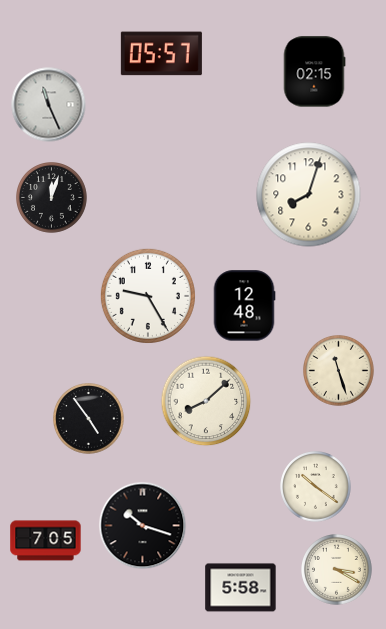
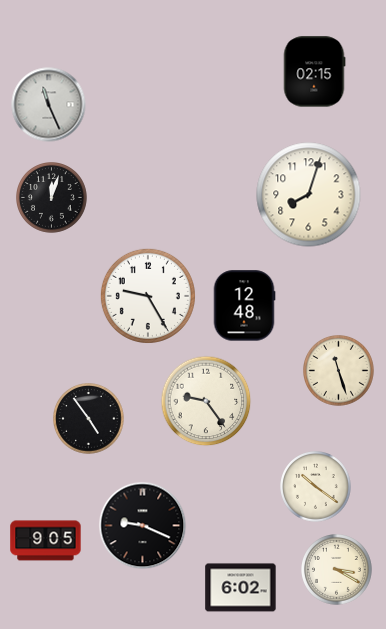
clock at (161, 54): 05:57 -> none
clock at (206, 401): 8:08 -> 9:24
clock at (143, 526): 10:18 -> 9:19
clock at (46, 541): 7:05 -> 9:05
clock at (241, 588): 5:58 -> 6:02
